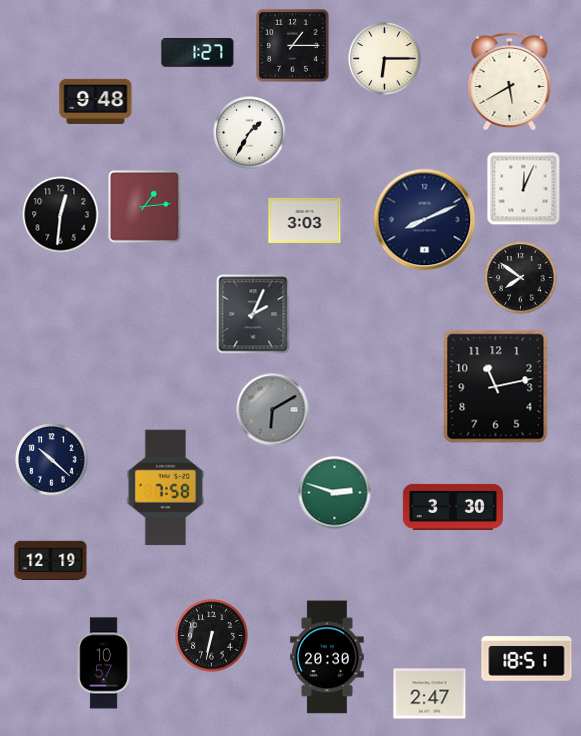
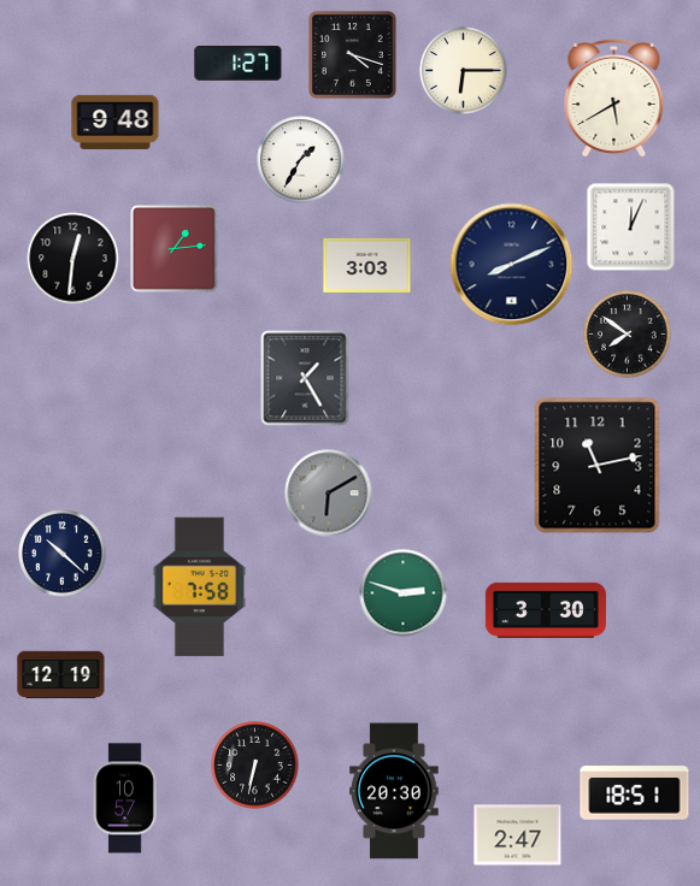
clock at (293, 46): 1:15 -> 4:18
clock at (253, 314): 2:04 -> 1:25
